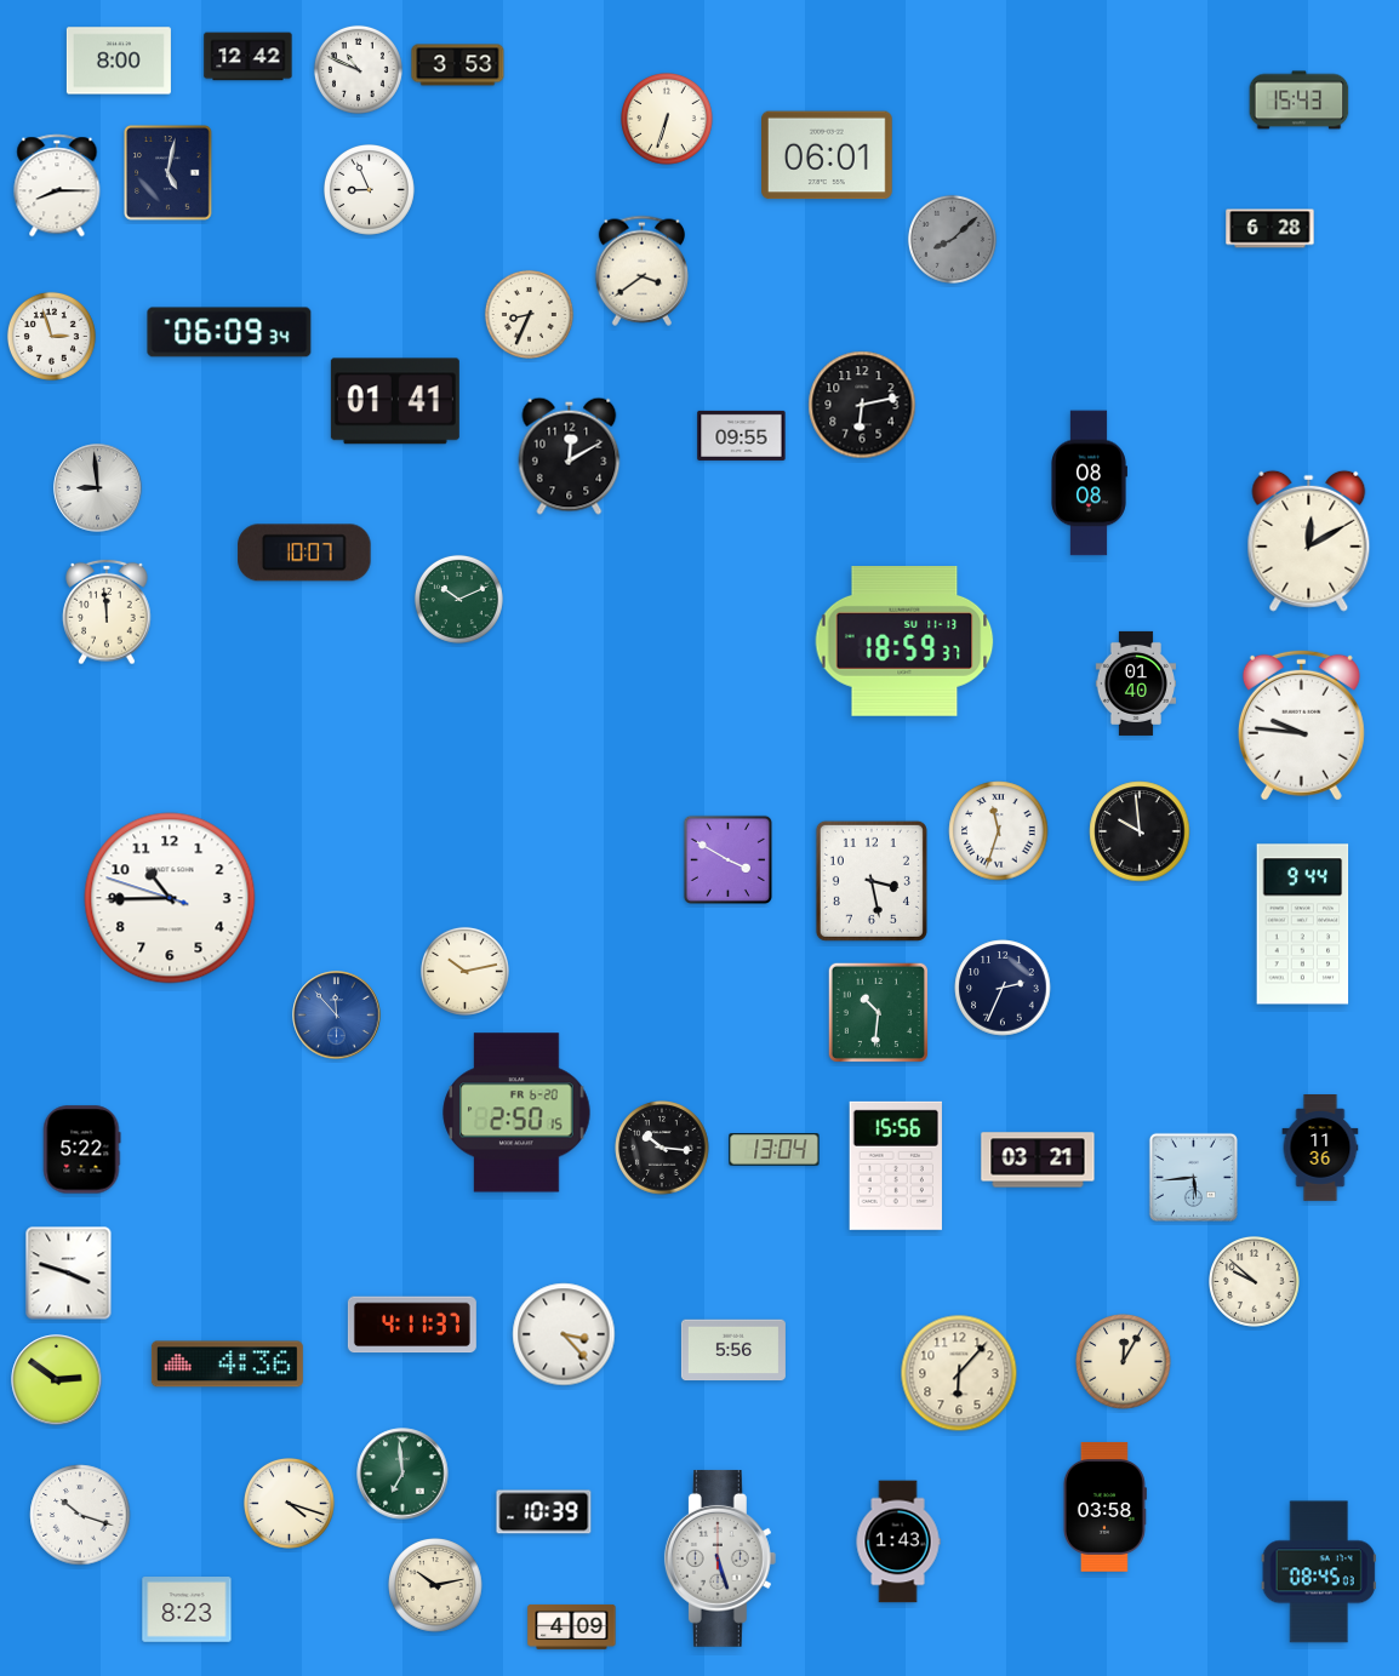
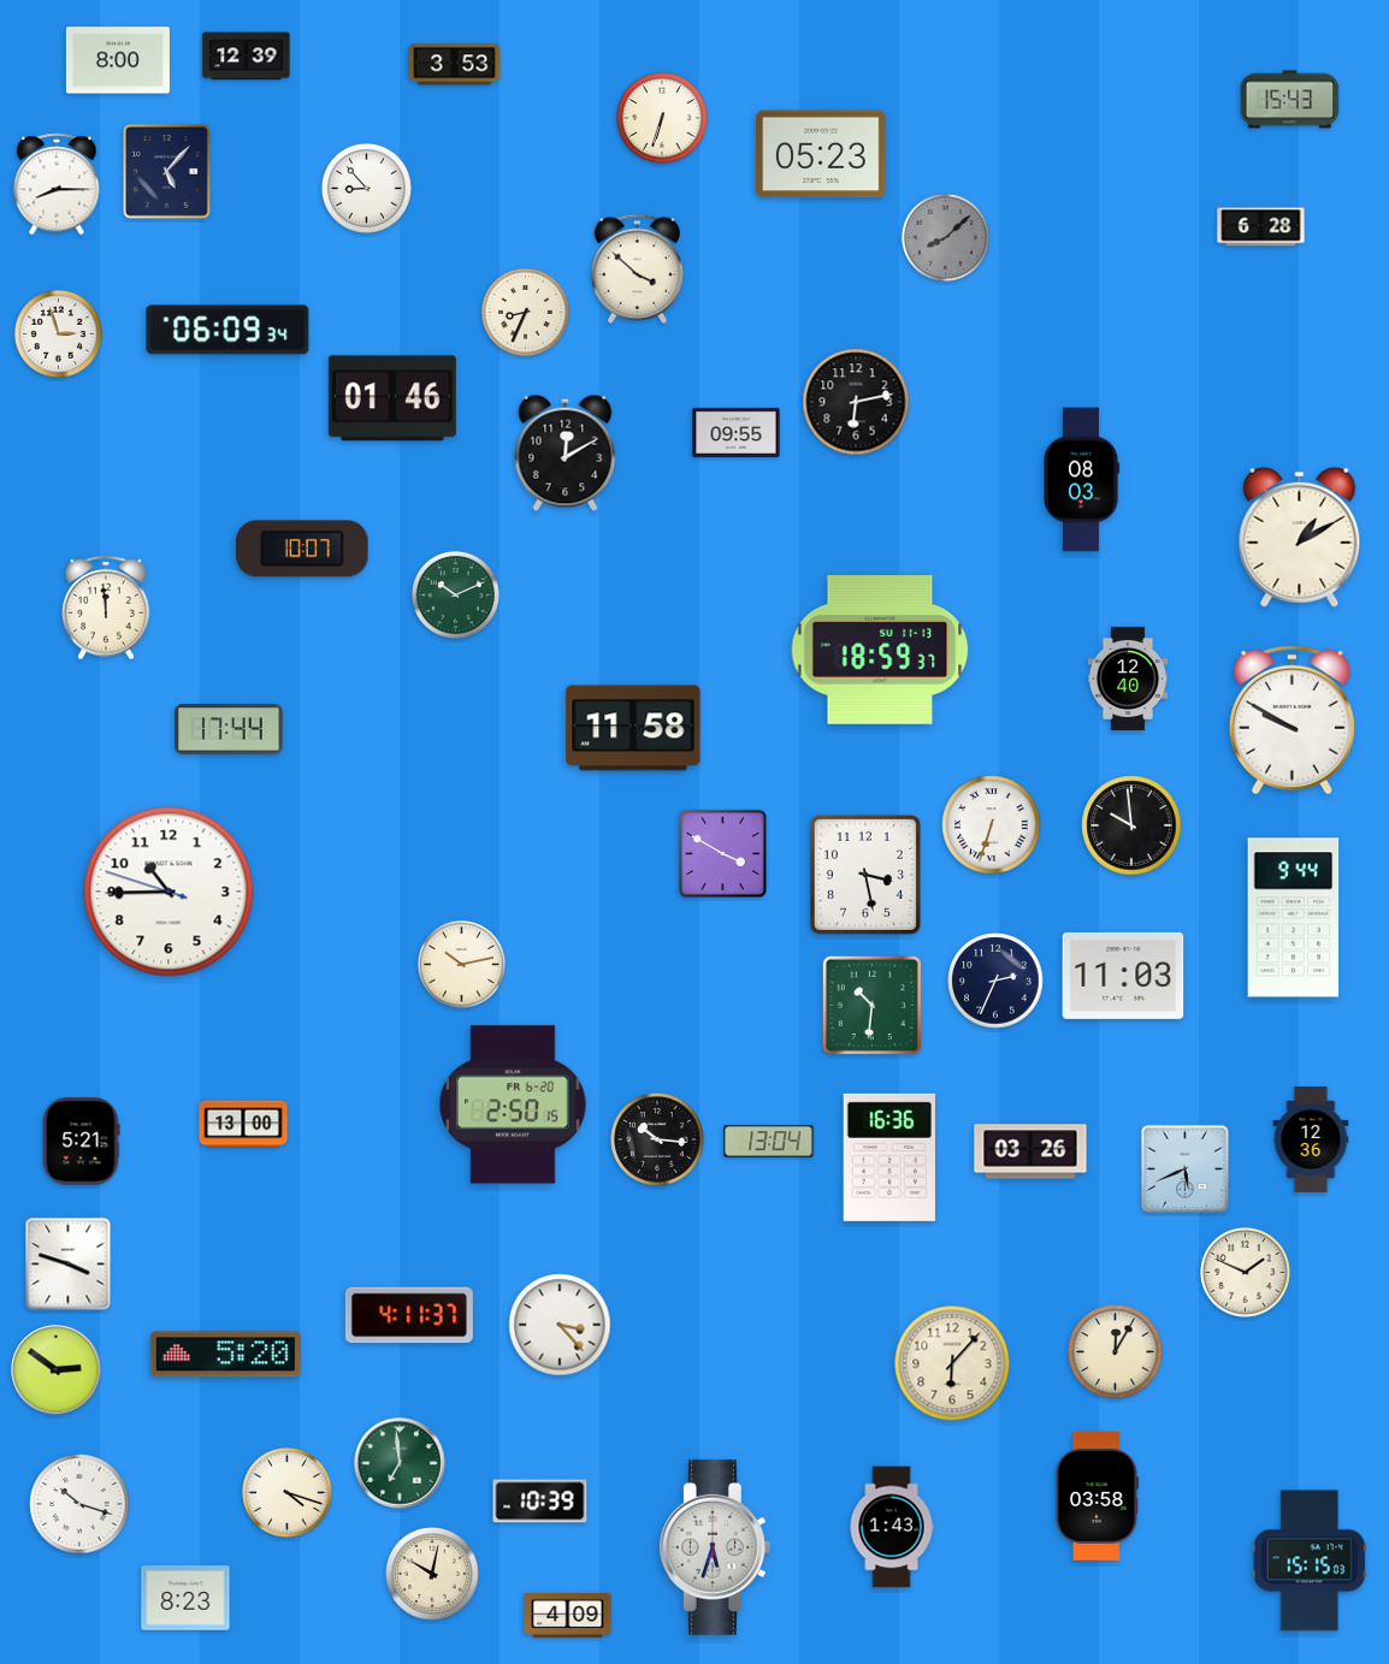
clock at (249, 57): 12:42 -> 12:39
clock at (358, 69): 10:49 -> none
clock at (828, 155): 06:01 -> 05:23
clock at (169, 173): 5:02 -> 5:07
clock at (370, 190): 8:56 -> 8:53
clock at (641, 270): 3:39 -> 3:52
clock at (51, 336) position: (51, 336) -> (58, 333)
clock at (395, 401): 01:41 -> 01:46
clock at (1090, 484): 08:08 -> 08:03
clock at (98, 488): 8:59 -> none
clock at (1309, 540): 12:10 -> 1:10
clock at (904, 642) position: (904, 642) -> (880, 651)
clock at (1135, 683): 01:40 -> 12:40
clock at (1301, 725): 9:46 -> 9:50
clock at (633, 728): none -> 11:58
clock at (229, 729): none -> 17:44
clock at (999, 831): 11:33 -> 6:33
clock at (1123, 976): none -> 11:03
clock at (337, 1016): 11:53 -> none
clock at (243, 1124): none -> 13:00
clock at (1320, 1149): 11:36 -> 12:36
clock at (82, 1150): 5:22 -> 5:21
clock at (1038, 1160): 03:21 -> 03:26
clock at (896, 1166): 15:56 -> 16:36
clock at (1193, 1177): 5:44 -> 5:41
clock at (1255, 1282): 9:52 -> 1:49
clock at (733, 1350): 5:56 -> none
clock at (227, 1365): 4:36 -> 5:20
clock at (898, 1541) position: (898, 1541) -> (892, 1527)
clock at (720, 1558): 5:27 -> 5:33
clock at (1319, 1572): 08:45 -> 15:15
clock at (435, 1585): 10:13 -> 10:02
